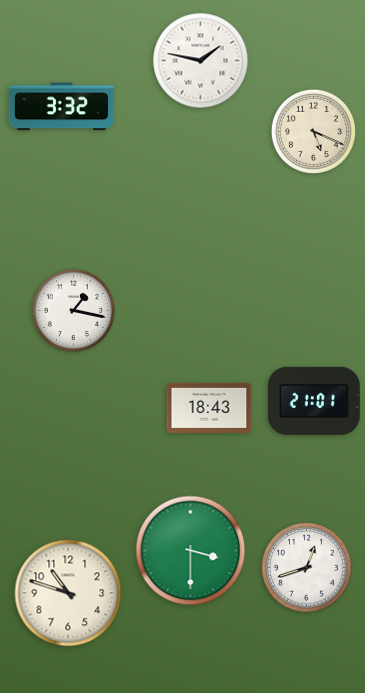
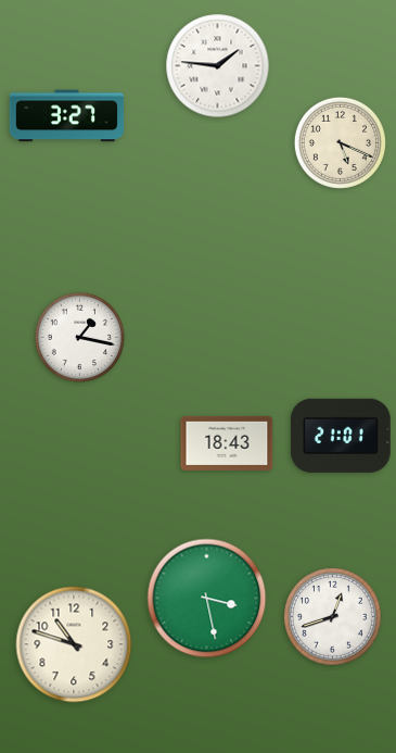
clock at (201, 61): 1:47 -> 1:46
clock at (62, 107): 3:32 -> 3:27
clock at (191, 551): 3:30 -> 3:28
